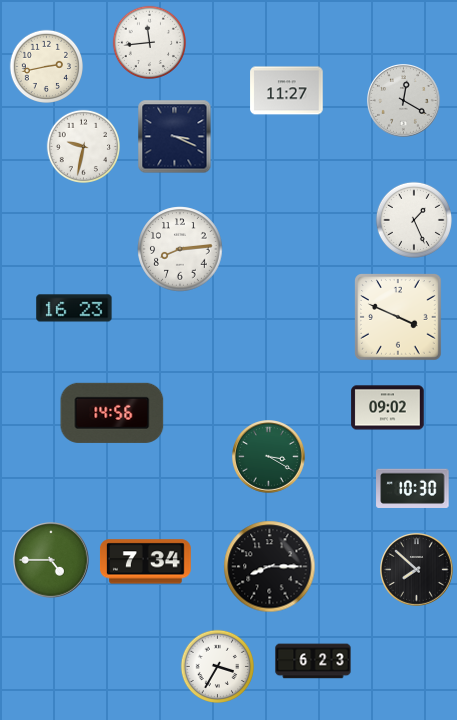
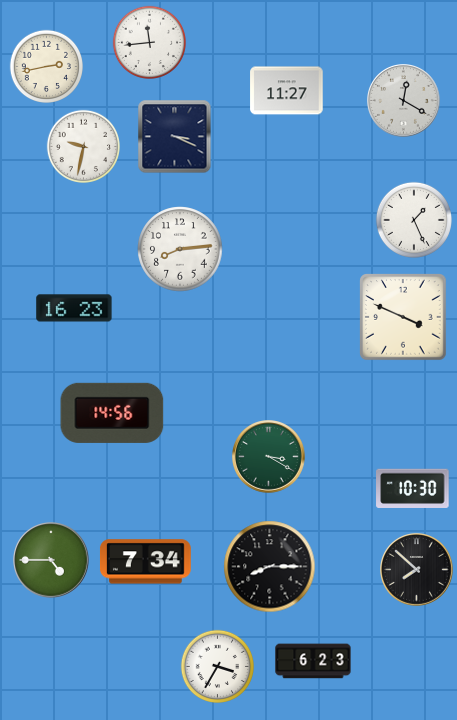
clock at (398, 317) position: (398, 317) -> (403, 317)
clock at (388, 408): 09:02 -> none
